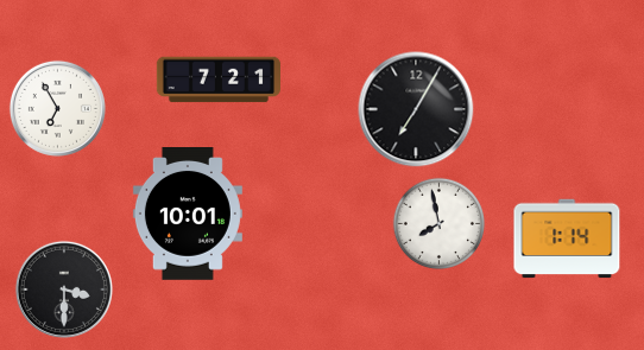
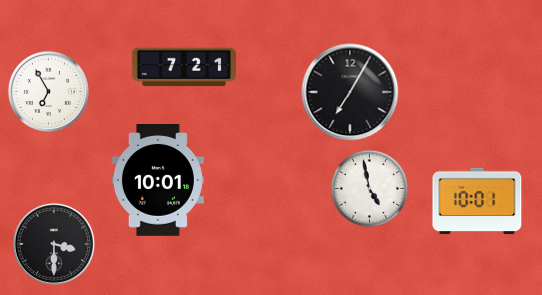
clock at (438, 223): 7:58 -> 4:58
clock at (567, 238): 1:14 -> 10:01
